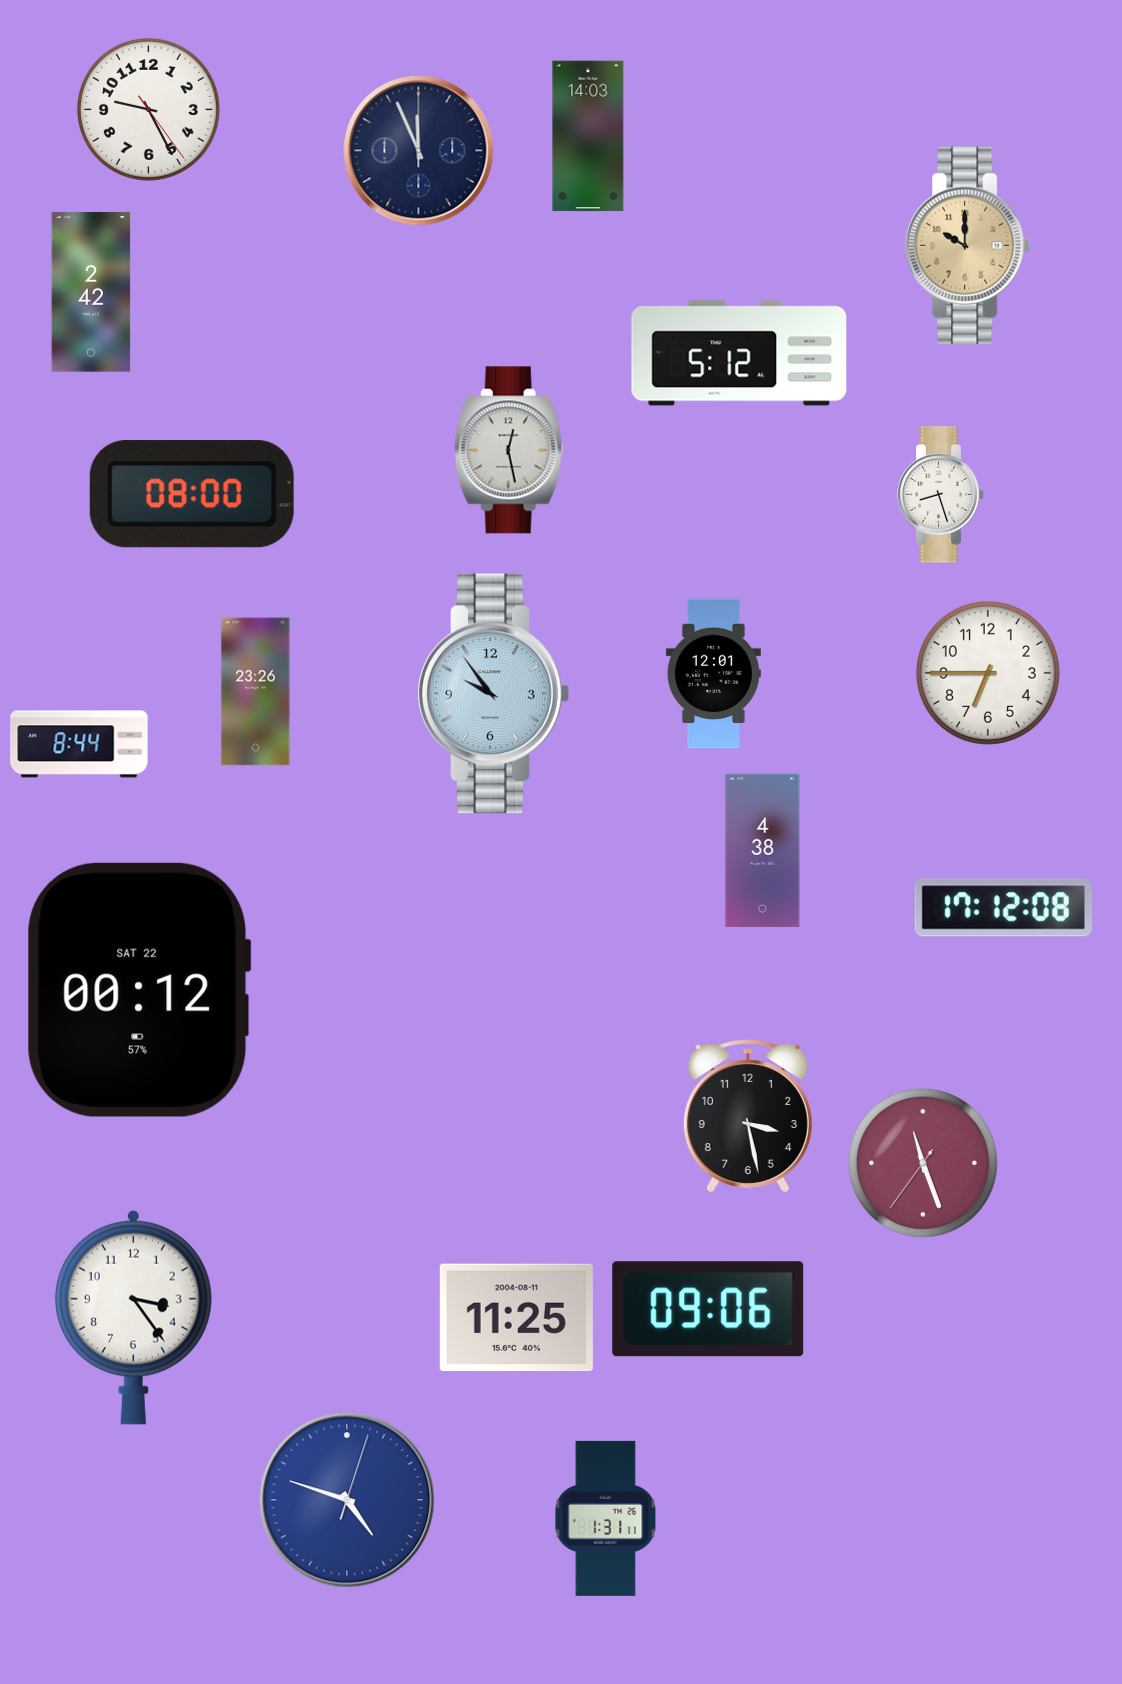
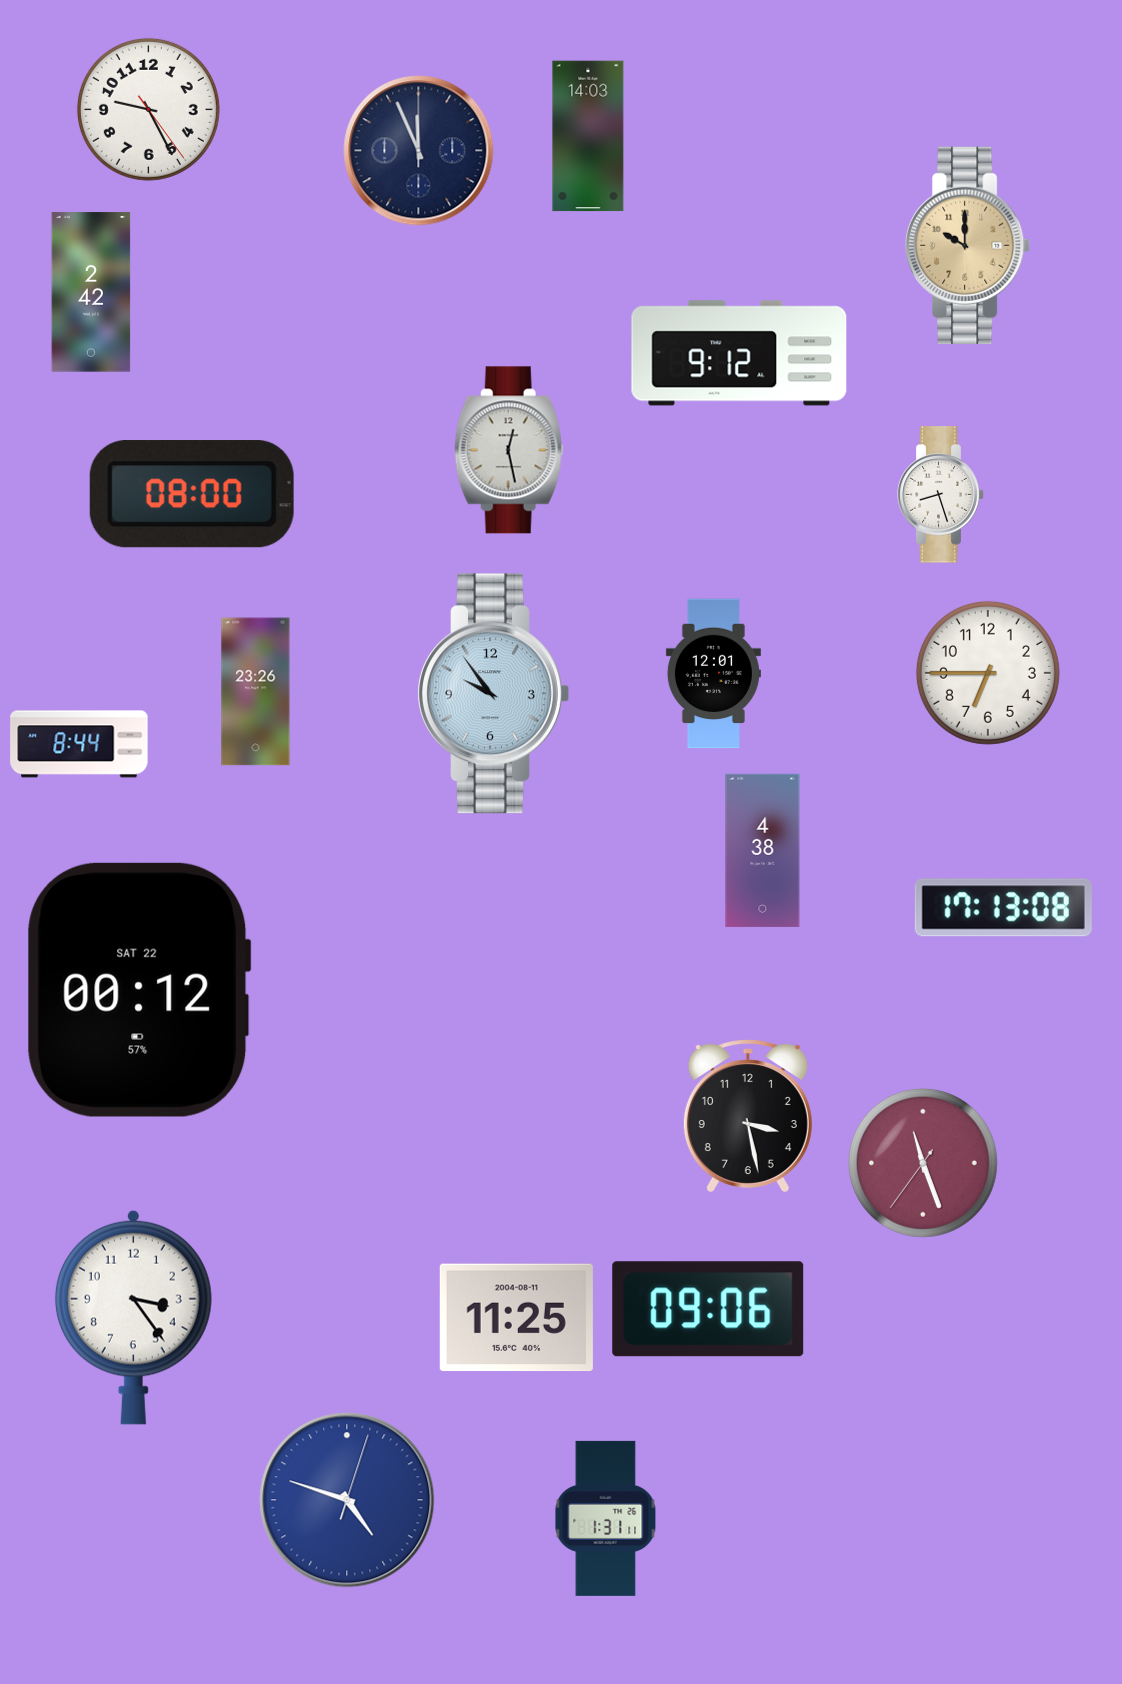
clock at (739, 353): 5:12 -> 9:12
clock at (1003, 908): 17:12 -> 17:13
